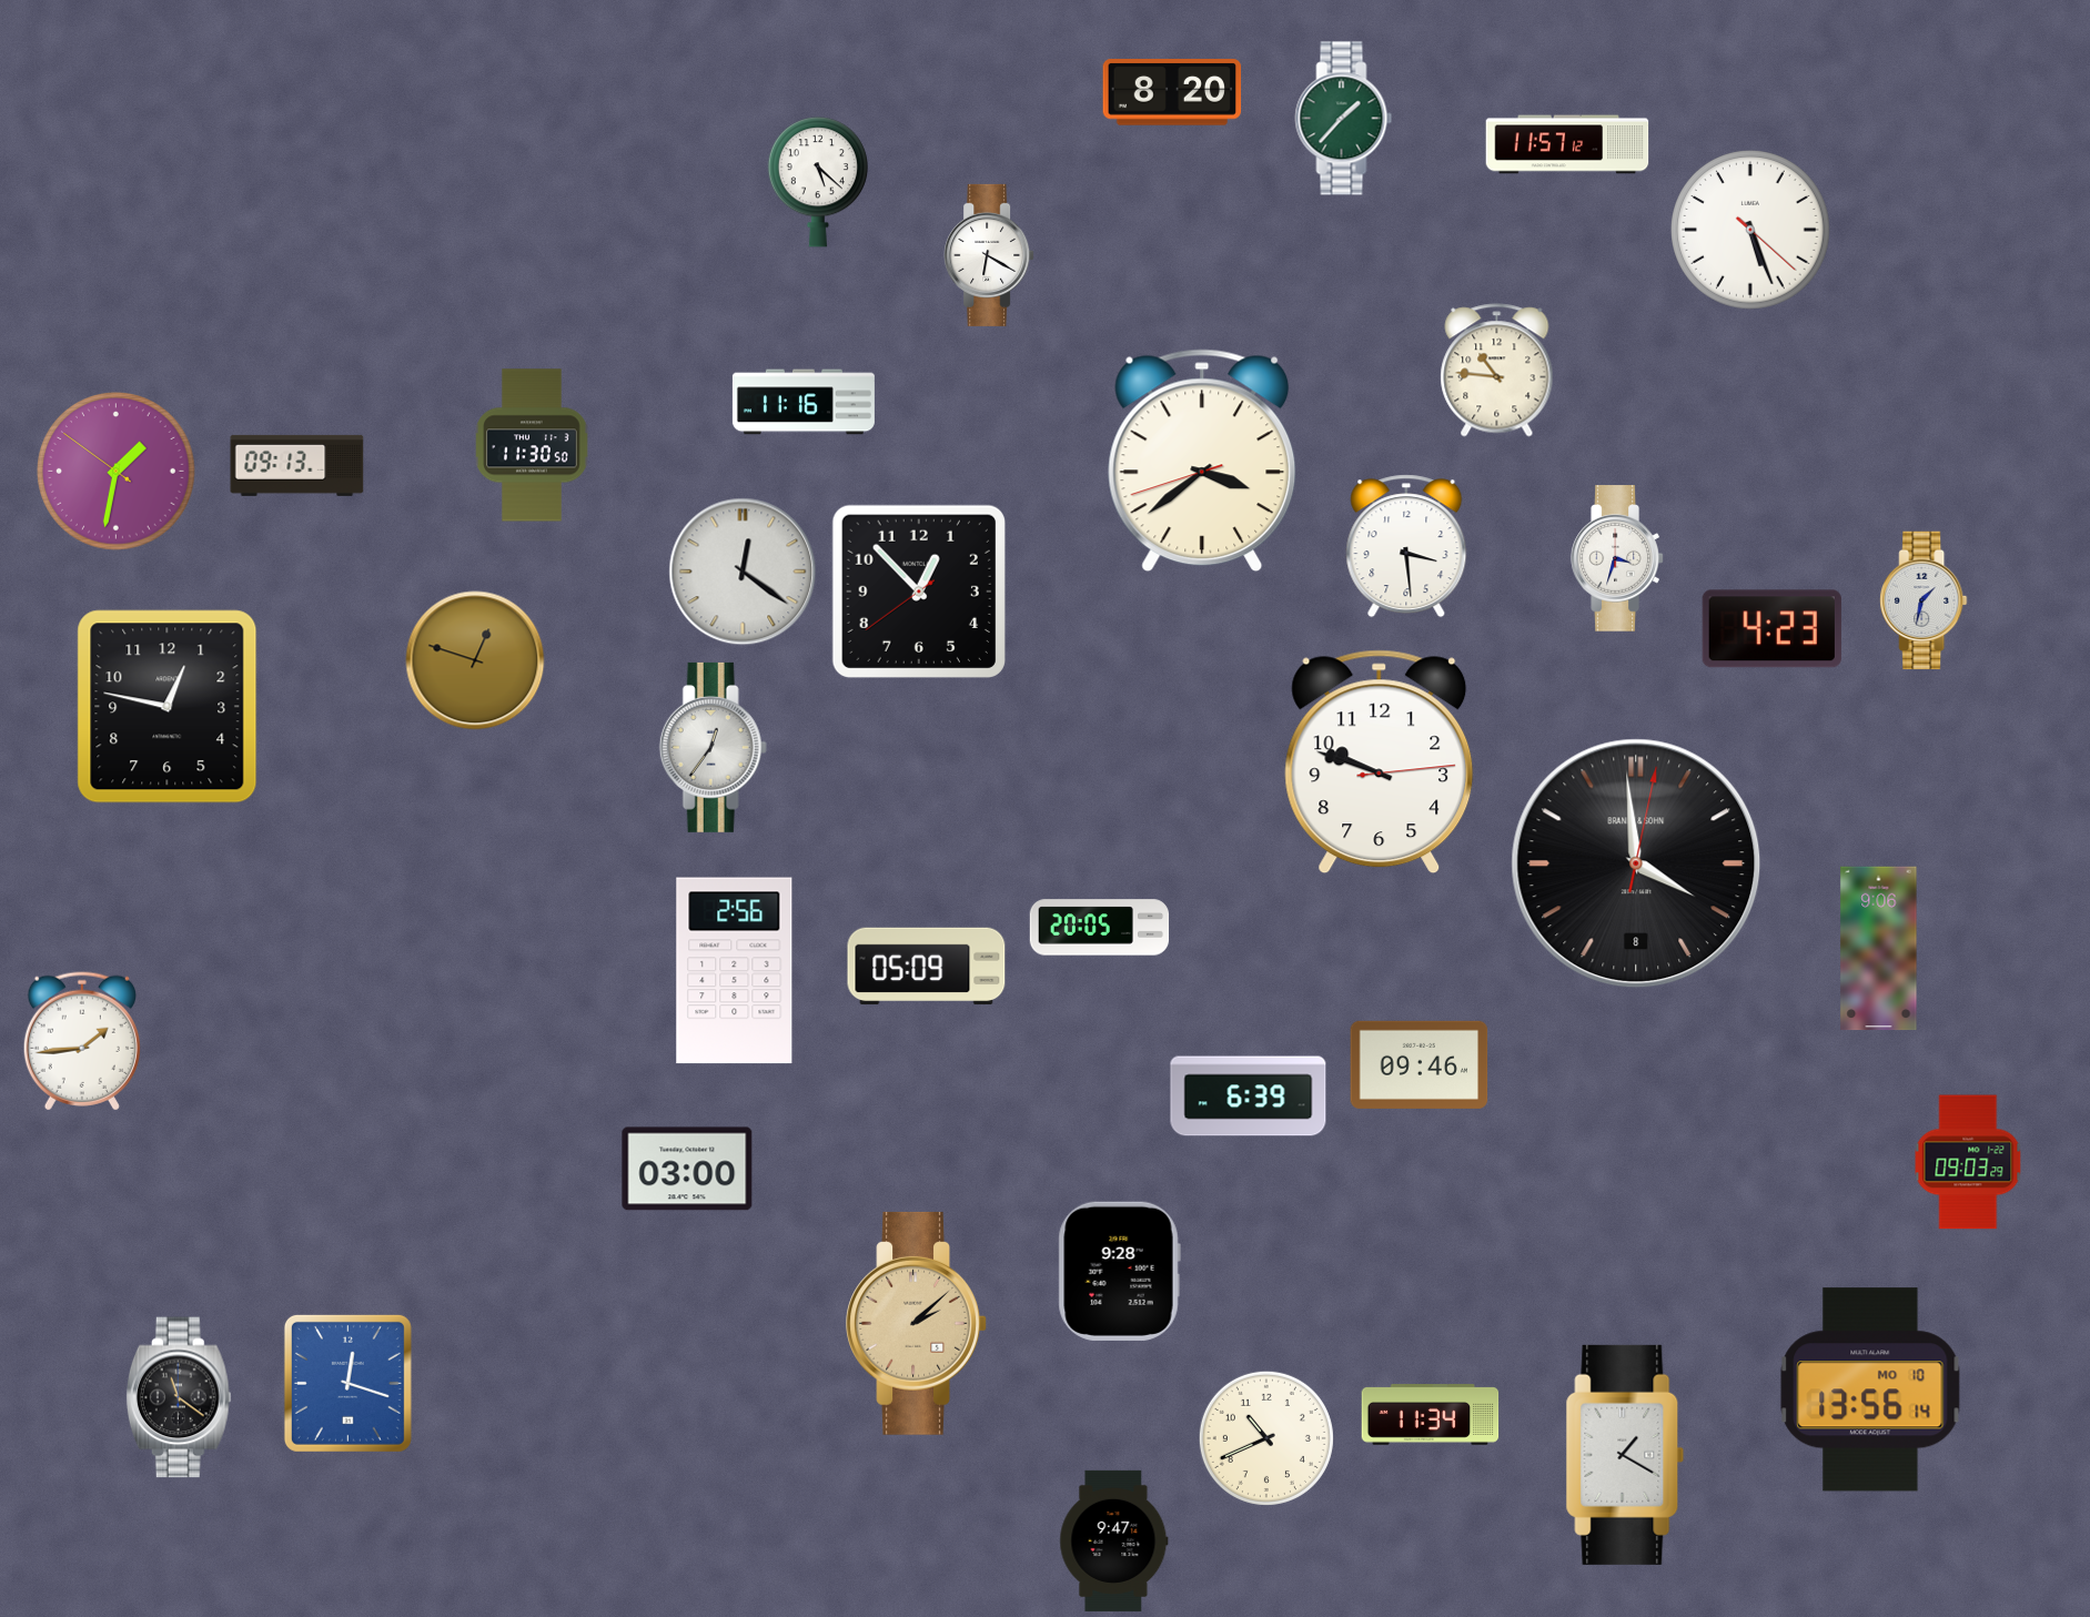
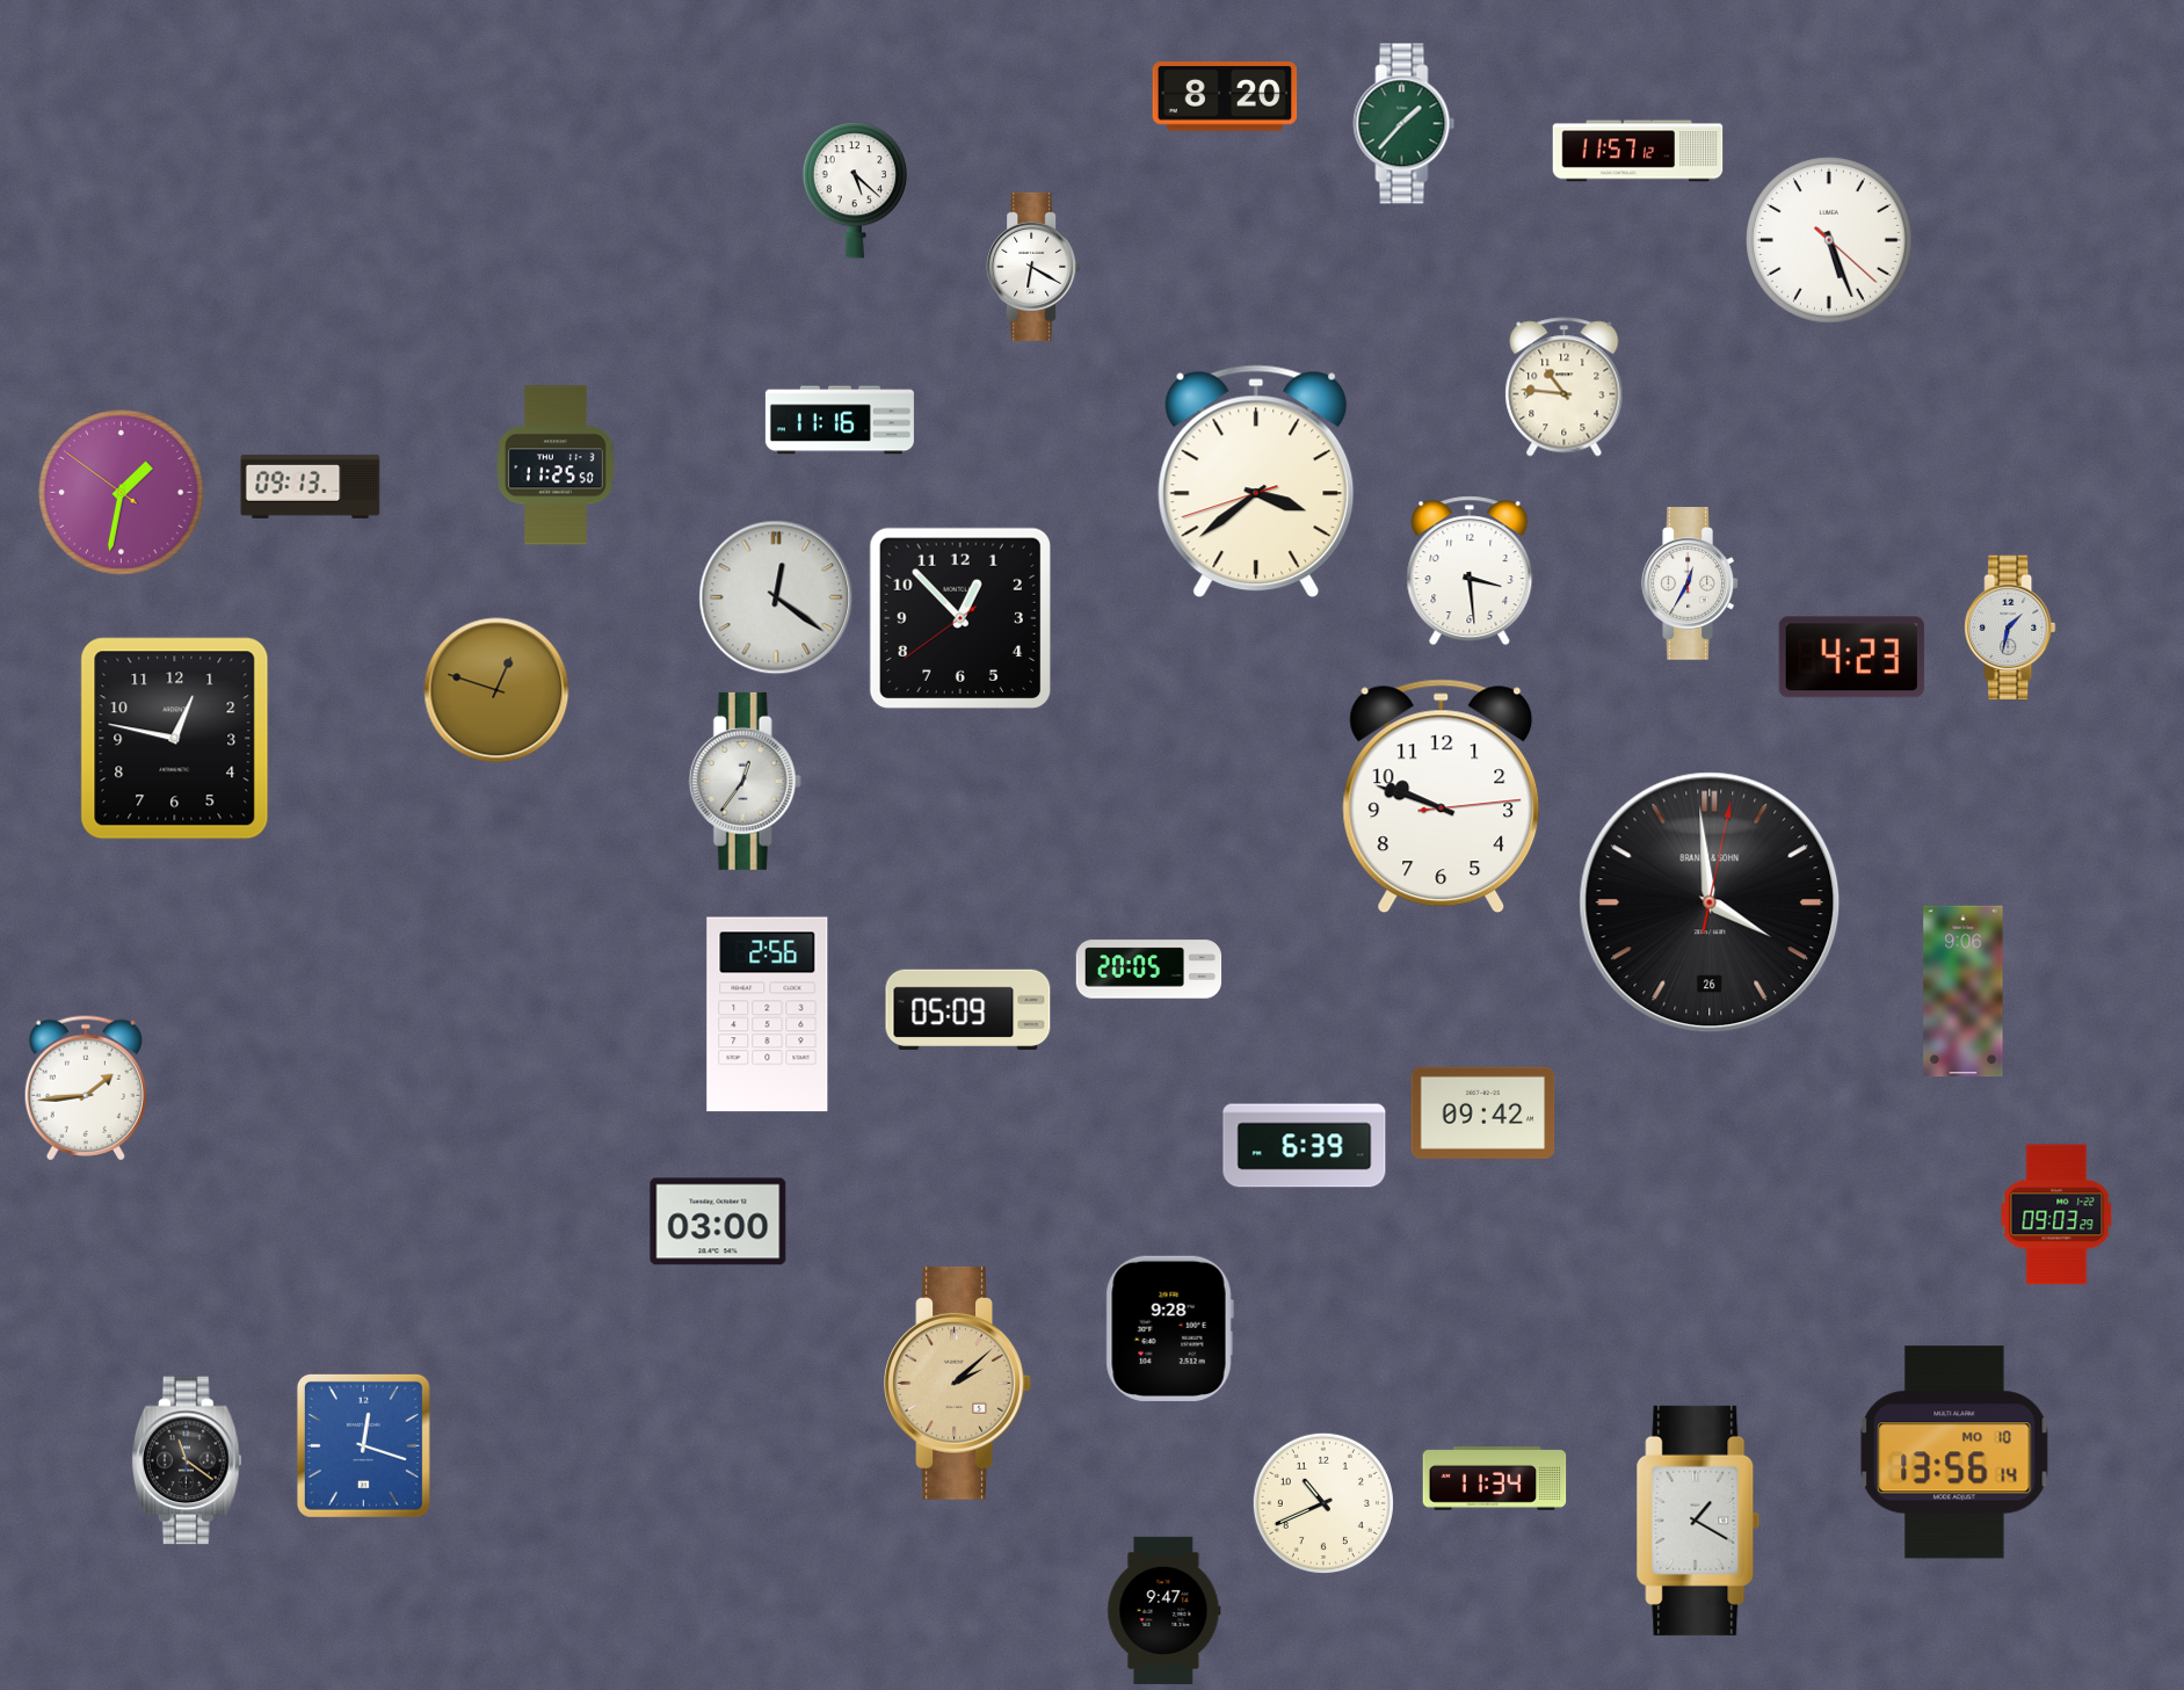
clock at (532, 445): 11:30 -> 11:25
clock at (1617, 558): 3:33 -> 12:35
clock at (1636, 863) date: 8 -> 26
clock at (1420, 1064): 09:46 -> 09:42
